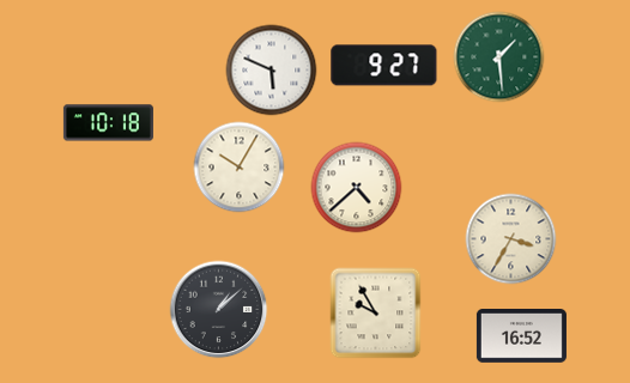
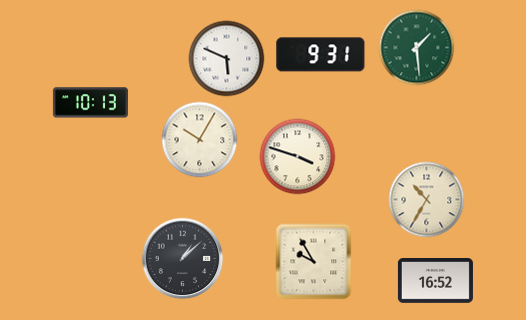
clock at (384, 66): 9:27 -> 9:31
clock at (108, 123): 10:18 -> 10:13
clock at (357, 188): 4:38 -> 3:48
clock at (511, 239): 3:35 -> 10:35
